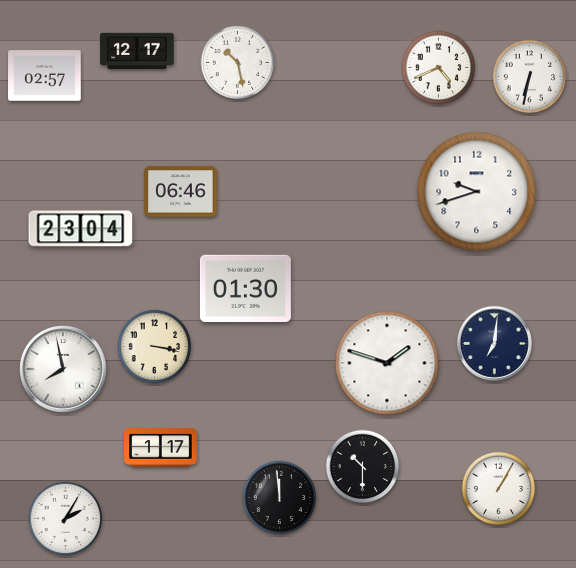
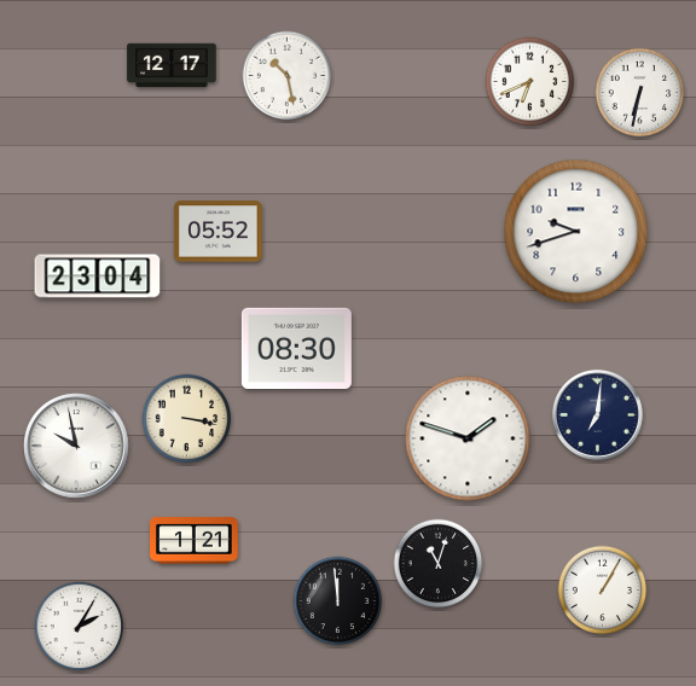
clock at (137, 51) position: (137, 51) -> (172, 65)
clock at (439, 68): 4:41 -> 6:41
clock at (45, 76): 02:57 -> none
clock at (181, 192): 06:46 -> 05:52
clock at (245, 288): 01:30 -> 08:30
clock at (63, 369): 7:58 -> 9:58
clock at (161, 448): 1:17 -> 1:21
clock at (363, 467): 10:30 -> 11:03
